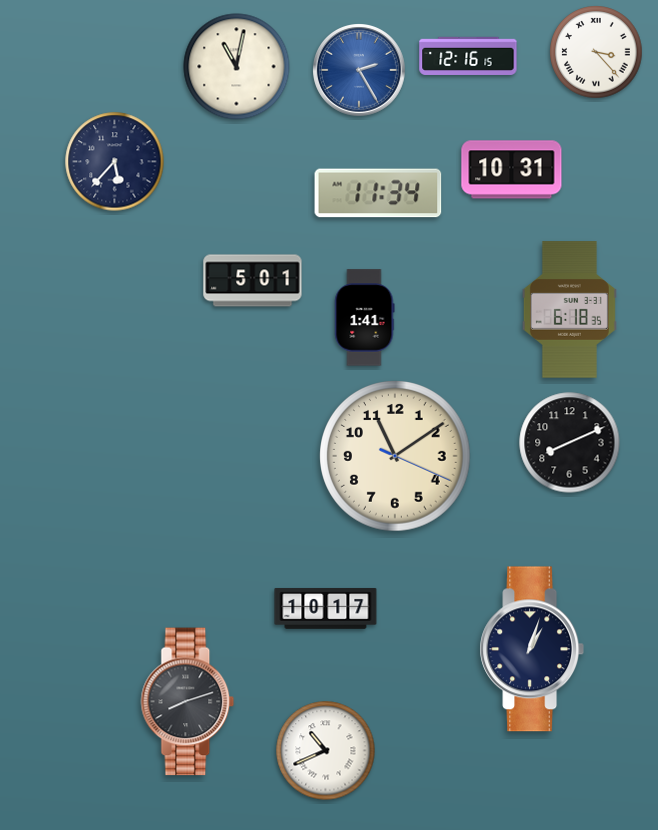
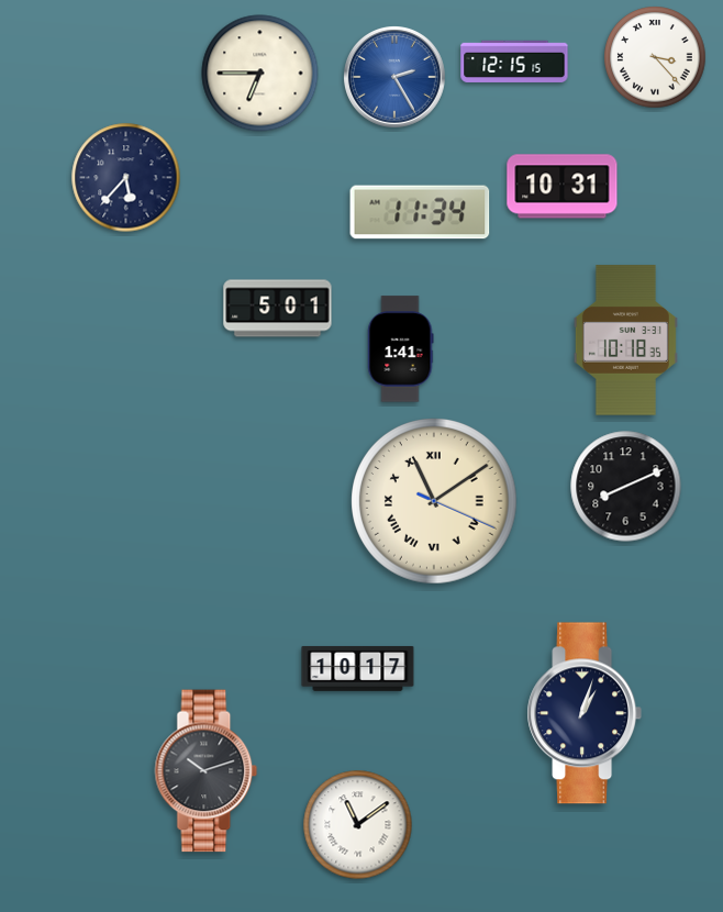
clock at (468, 55): 12:16 -> 12:15
clock at (237, 67): 11:02 -> 6:45
clock at (378, 193) position: (378, 193) -> (420, 212)
clock at (569, 310): 6:18 -> 10:18
clock at (395, 456) numerals: Arabic -> Roman
clock at (188, 702): 8:12 -> 10:12
clock at (326, 751): 10:41 -> 11:09
